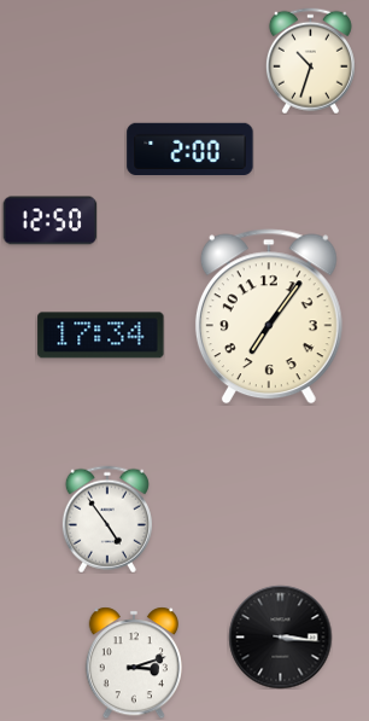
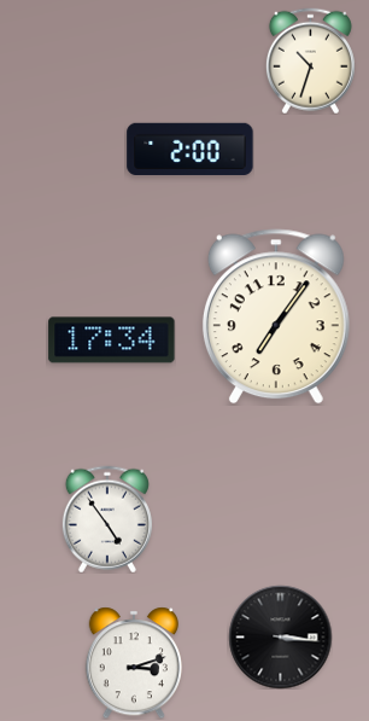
clock at (49, 221): 12:50 -> none
clock at (269, 316) position: (269, 316) -> (276, 316)
clock at (101, 336) position: (101, 336) -> (112, 341)
